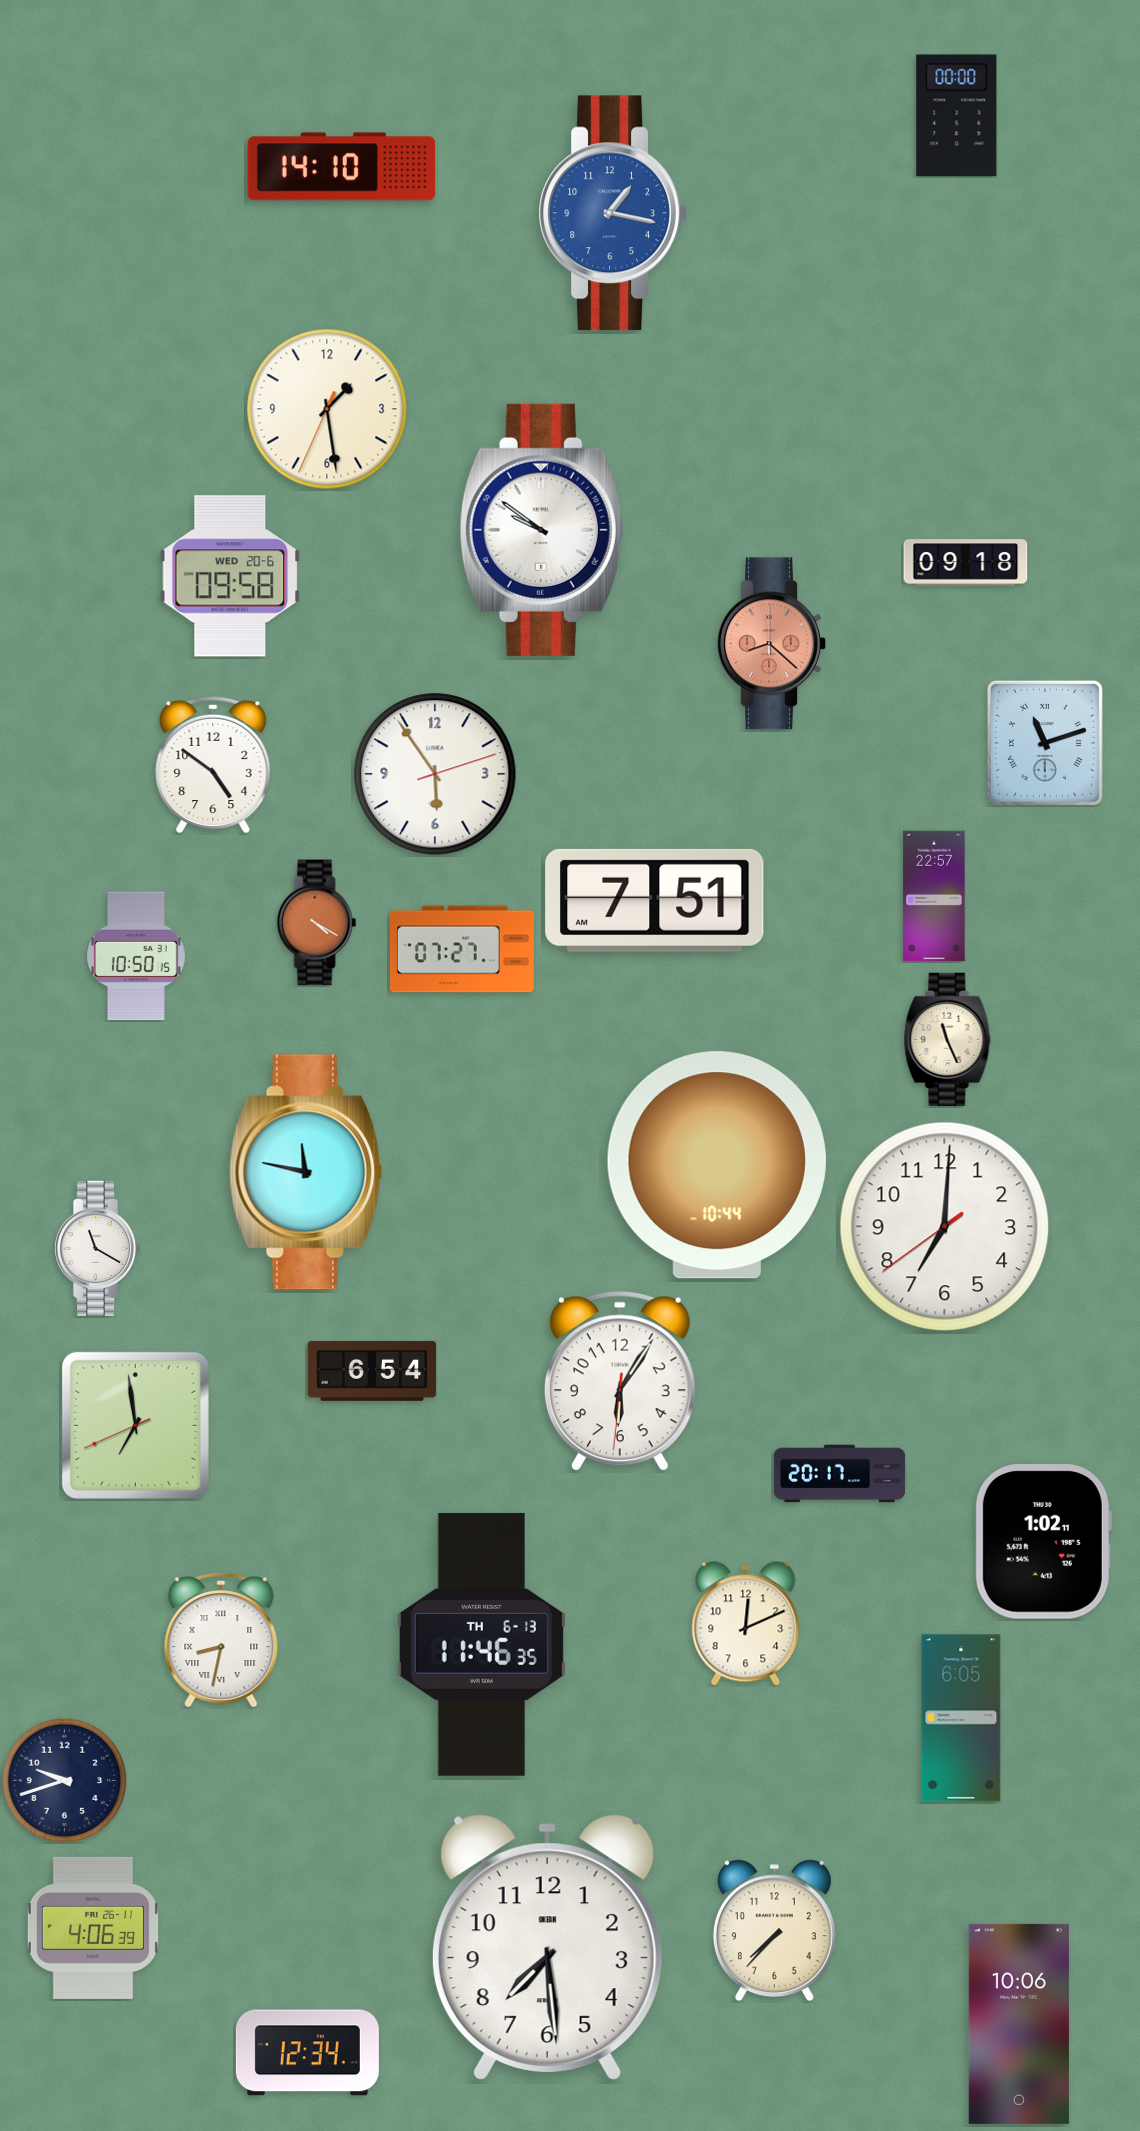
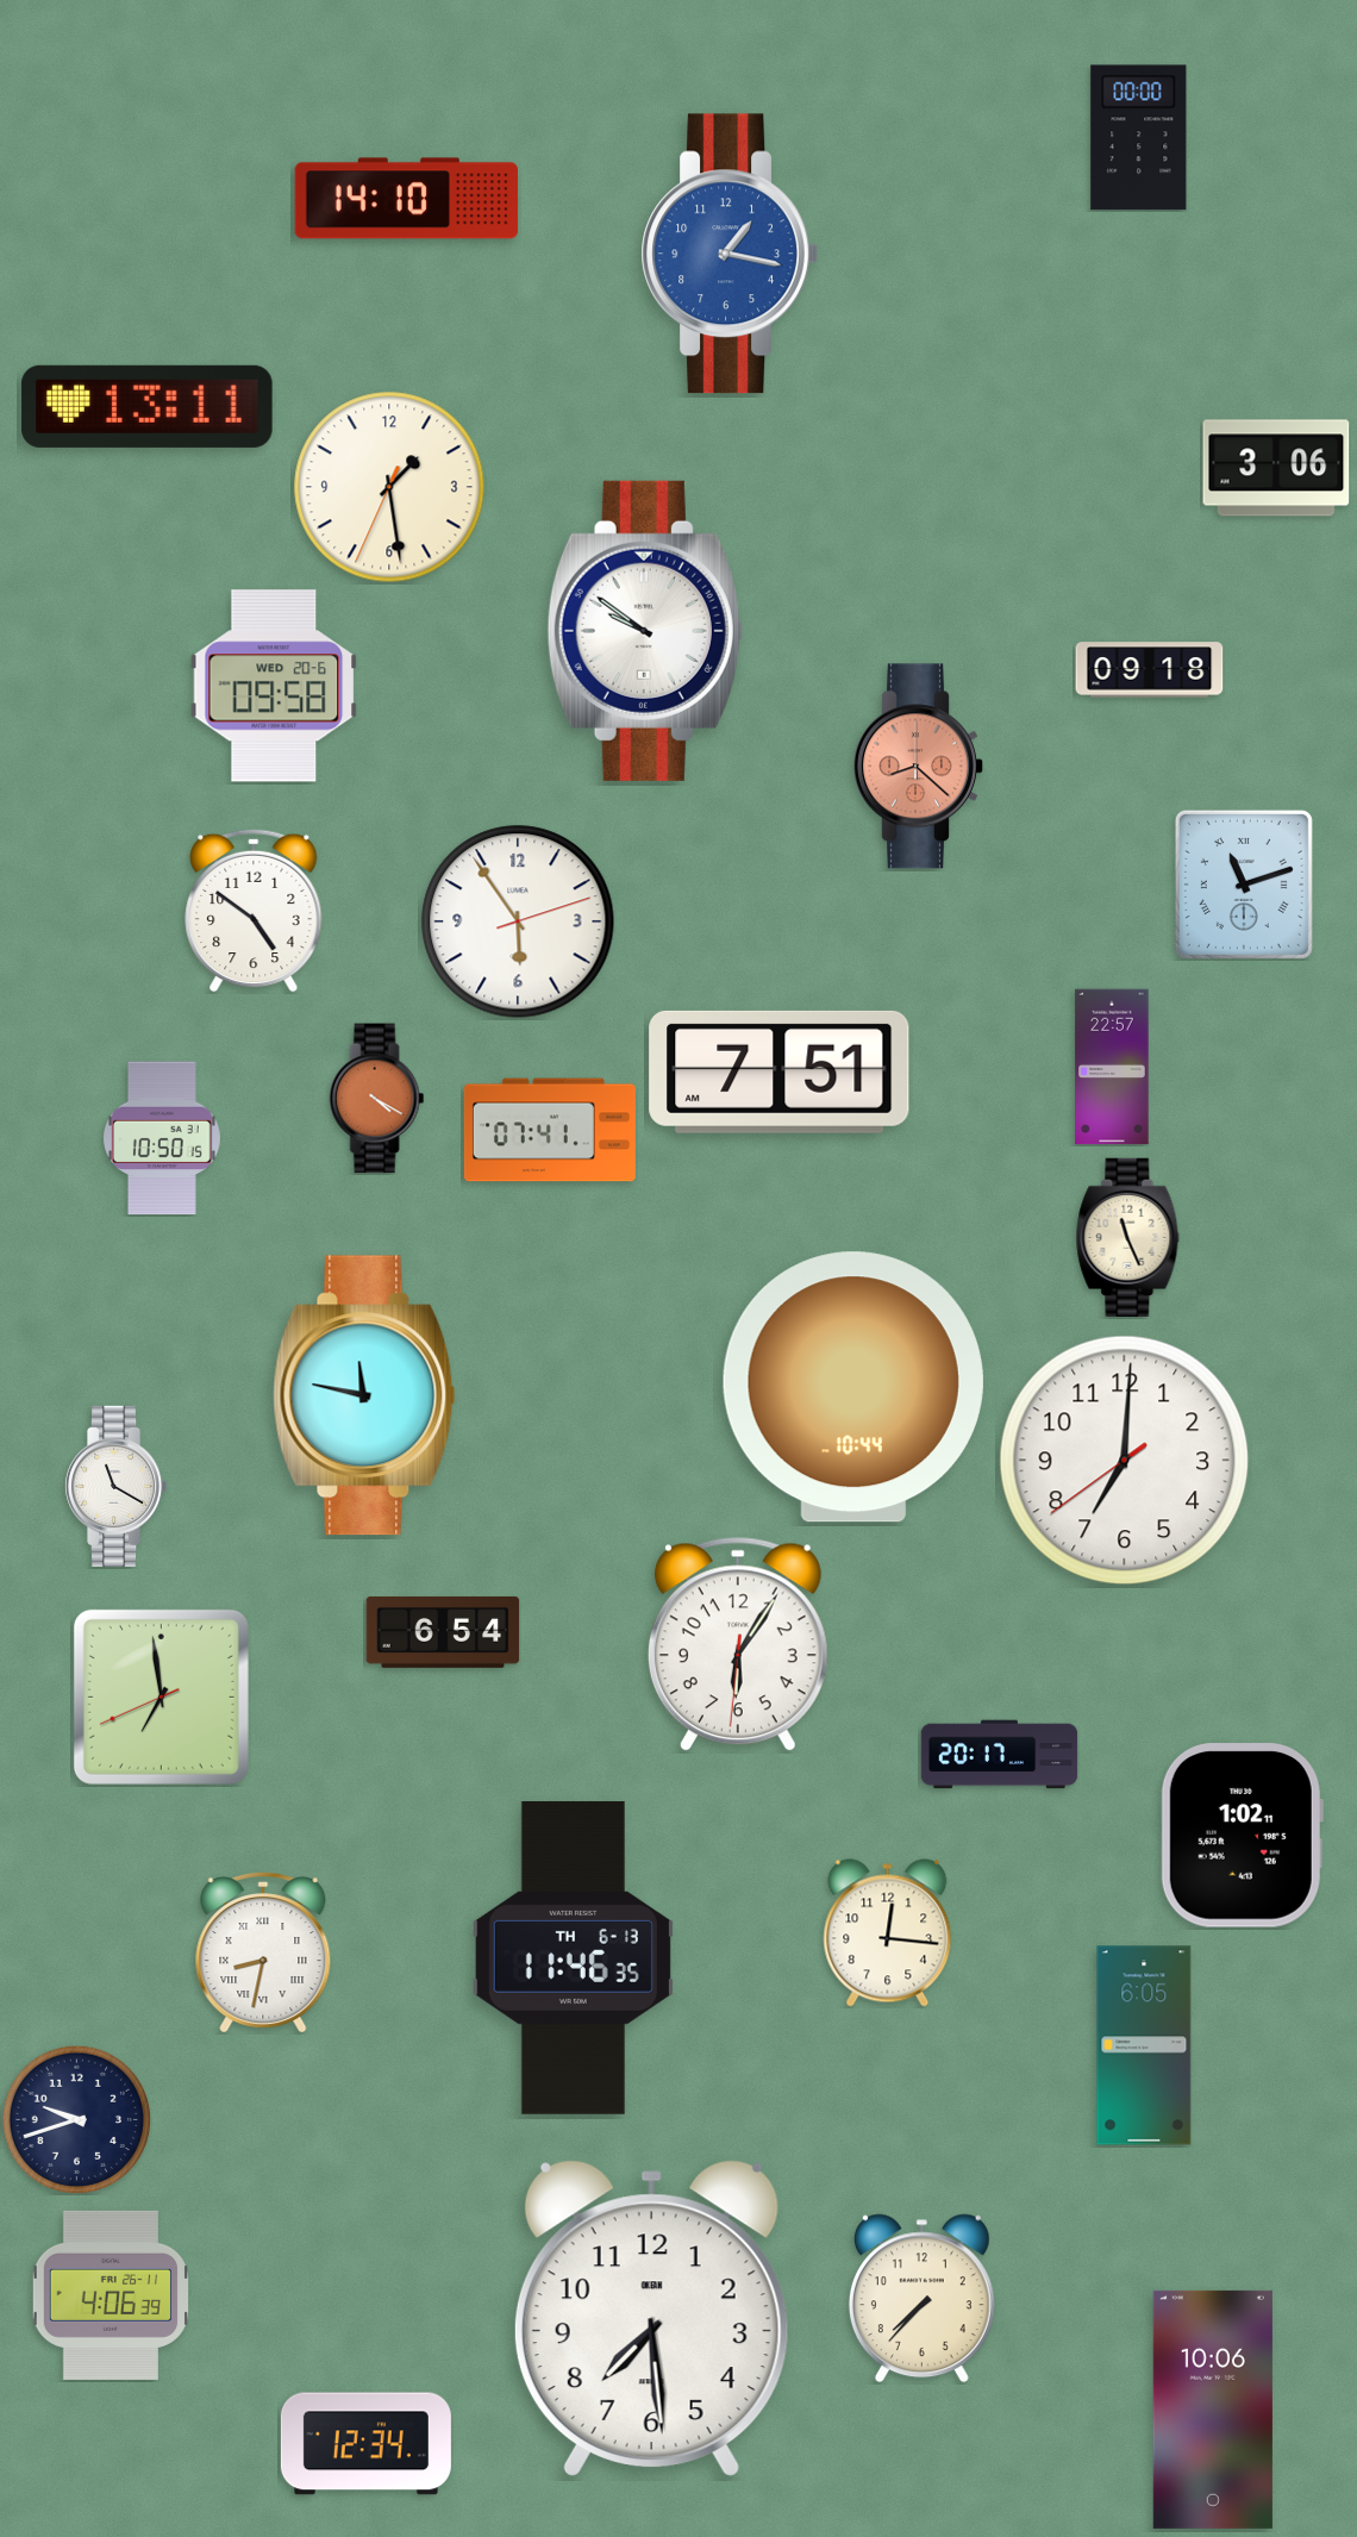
clock at (148, 406): none -> 13:11
clock at (1276, 468): none -> 3:06
clock at (462, 949): 07:27 -> 07:41
clock at (746, 1624): 12:11 -> 12:16
